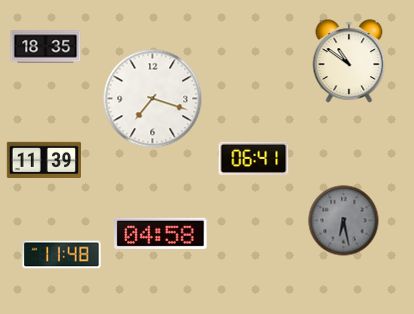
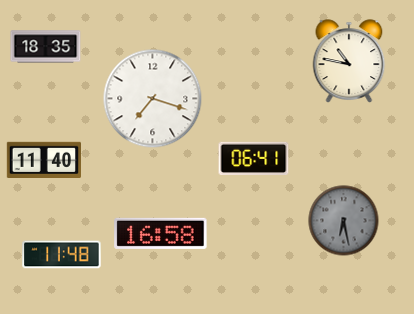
clock at (349, 61): 10:51 -> 10:47
clock at (43, 159): 11:39 -> 11:40
clock at (161, 233): 04:58 -> 16:58
